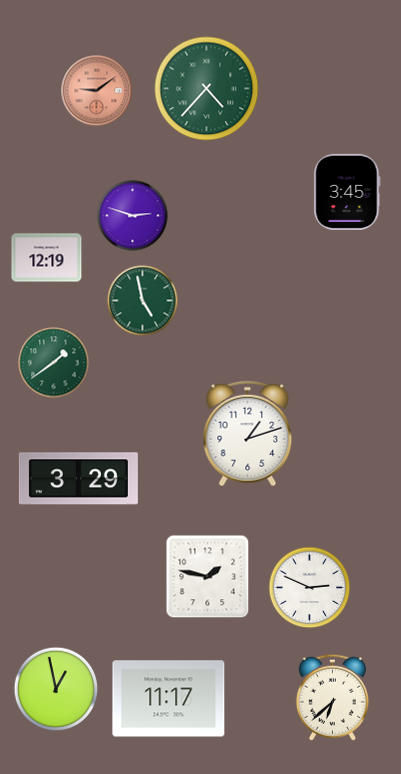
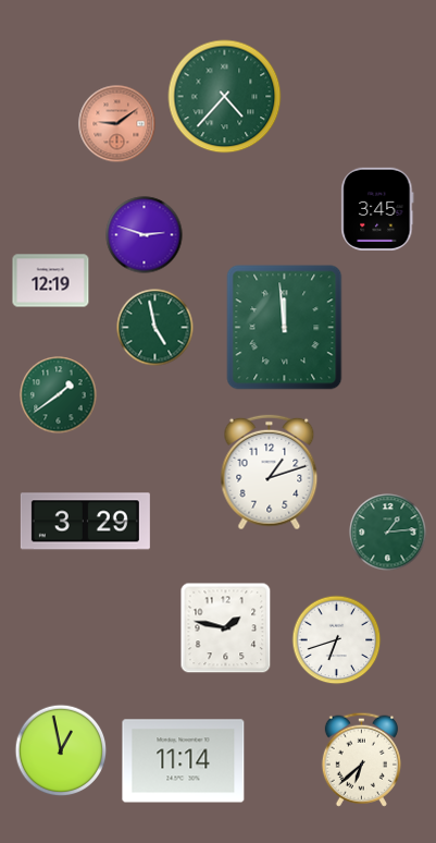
clock at (97, 91) position: (97, 91) -> (117, 124)
clock at (285, 328): none -> 11:59
clock at (388, 533): none -> 1:14
clock at (310, 588): 2:49 -> 6:42
clock at (169, 699): 11:17 -> 11:14
